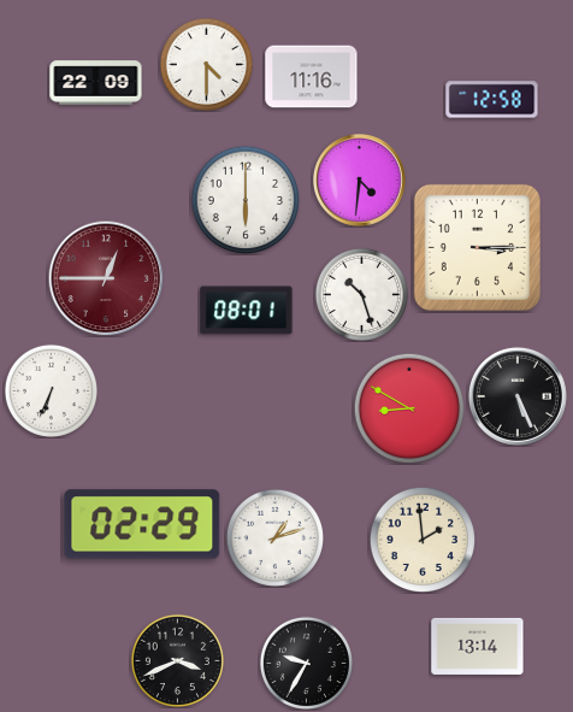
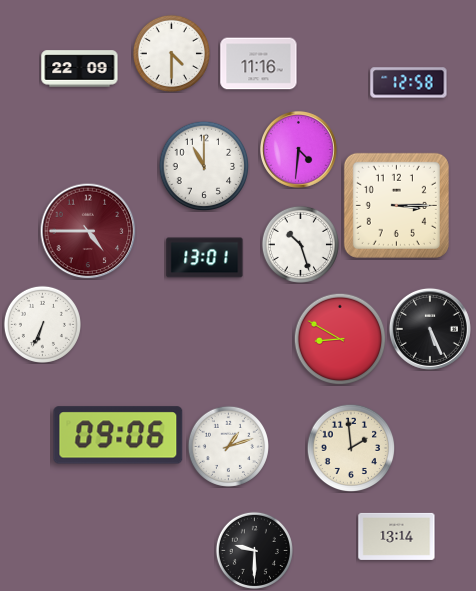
clock at (246, 200): 6:00 -> 11:00
clock at (106, 278): 12:45 -> 4:45
clock at (247, 311): 08:01 -> 13:01
clock at (142, 524): 02:29 -> 09:06
clock at (177, 660): 3:41 -> none
clock at (306, 663): 9:35 -> 9:30
